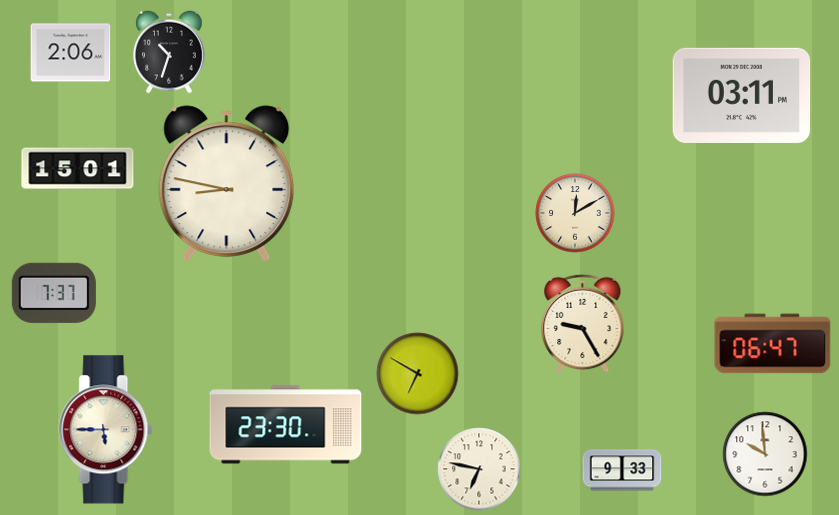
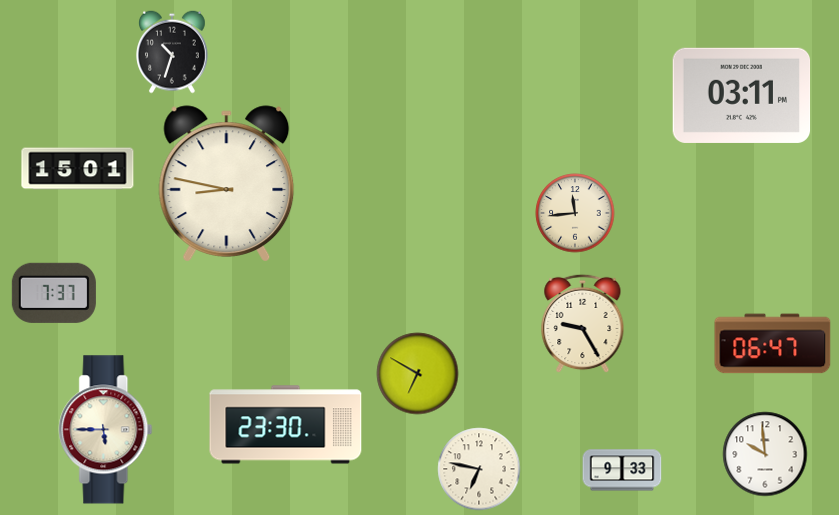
clock at (170, 52) position: (170, 52) -> (173, 52)
clock at (71, 53): 2:06 -> none
clock at (575, 213): 12:10 -> 11:44
